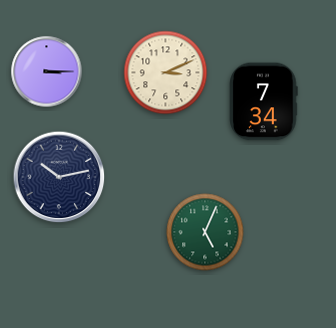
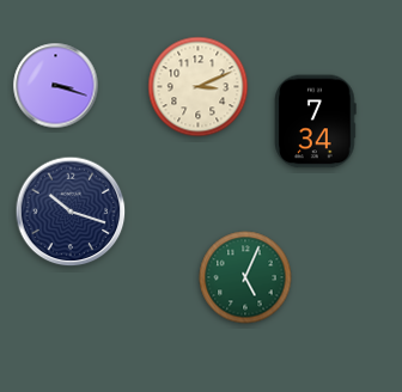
clock at (47, 72): 3:15 -> 3:18
clock at (59, 177): 10:13 -> 10:18
